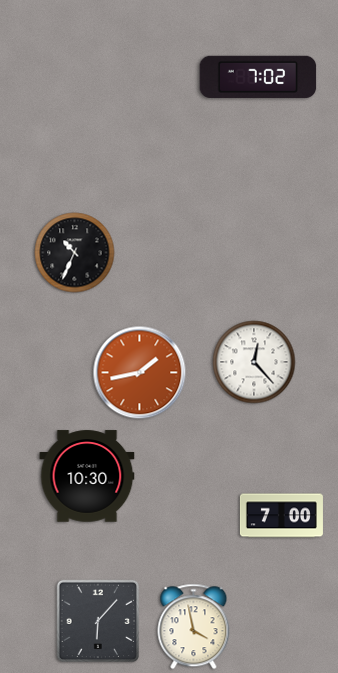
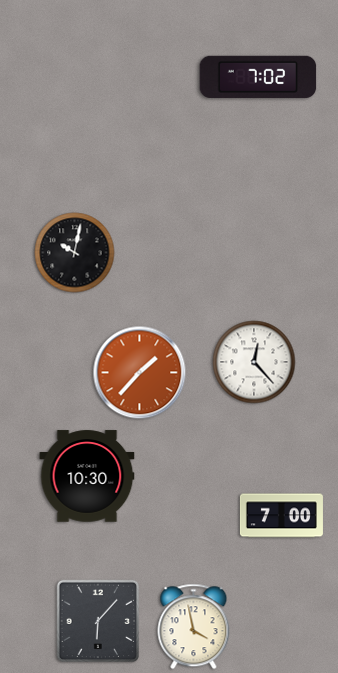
clock at (75, 253): 10:34 -> 10:02
clock at (140, 373): 1:43 -> 1:37
